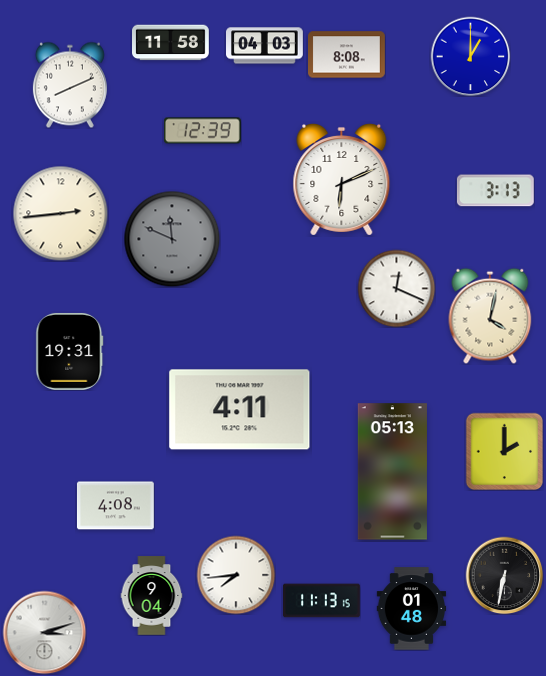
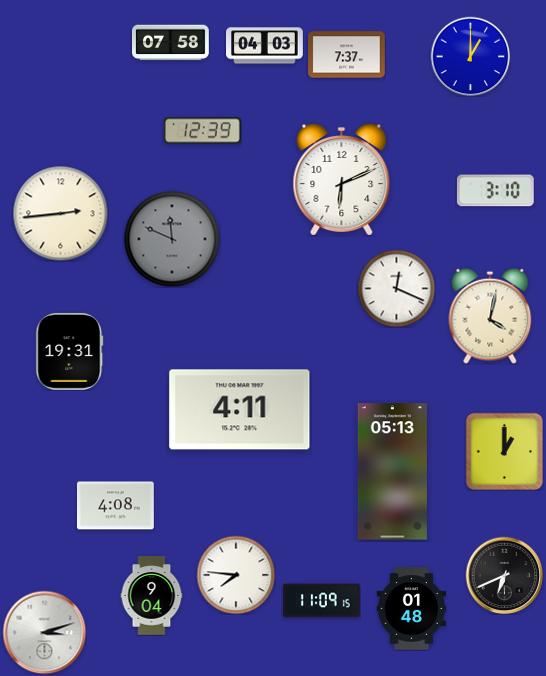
clock at (171, 43): 11:58 -> 07:58
clock at (347, 55): 8:08 -> 7:37
clock at (70, 85): 8:11 -> none
clock at (495, 191): 3:13 -> 3:10
clock at (504, 451): 2:00 -> 1:00
clock at (236, 575): 7:44 -> 7:46
clock at (504, 575): 6:32 -> 6:41
clock at (322, 601): 11:13 -> 11:09
